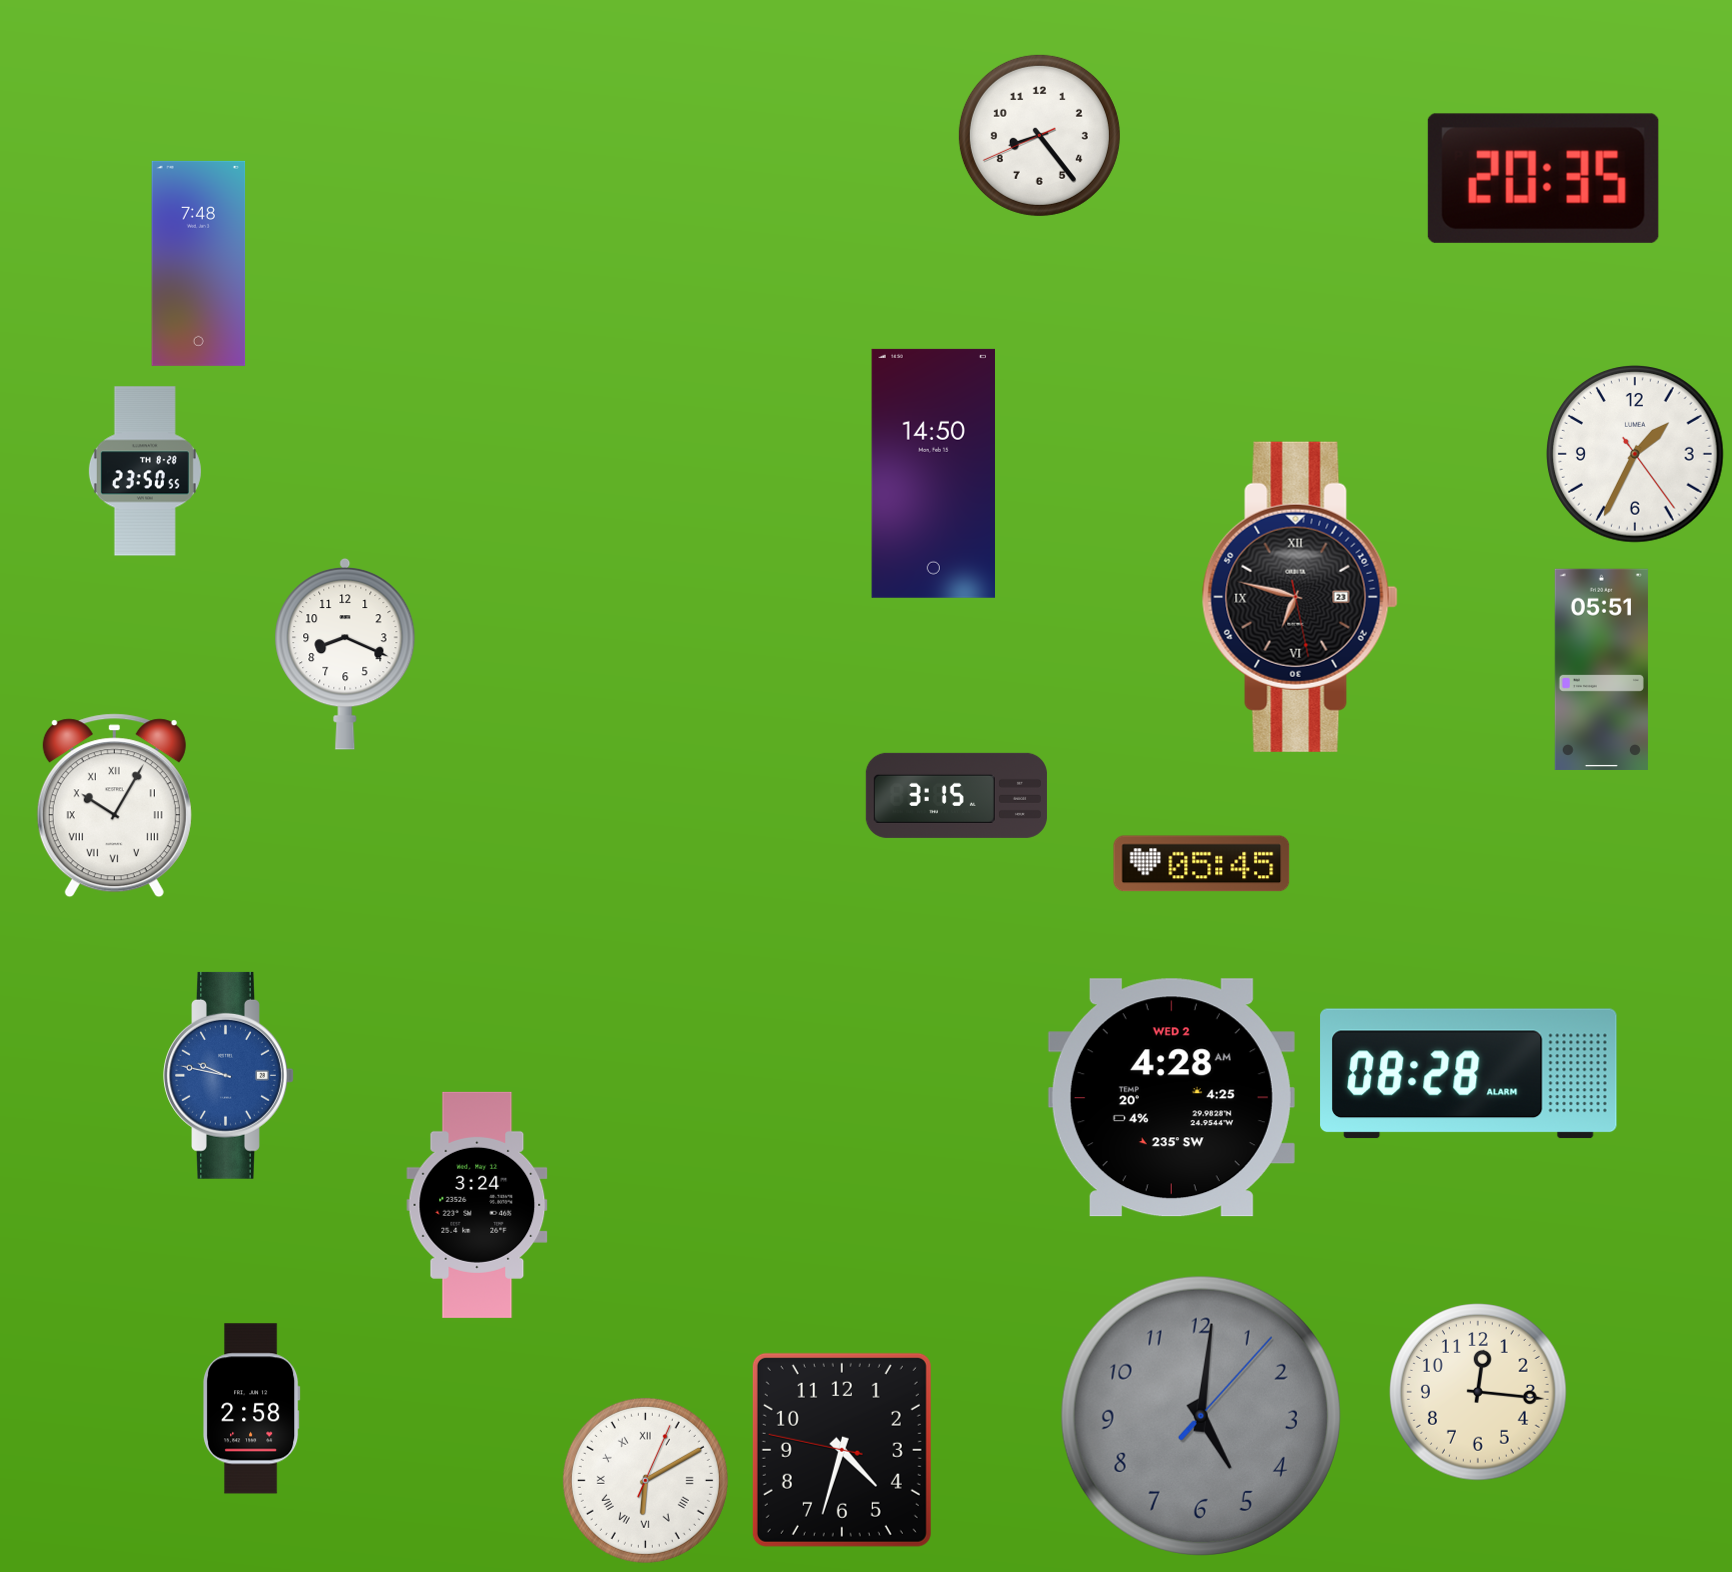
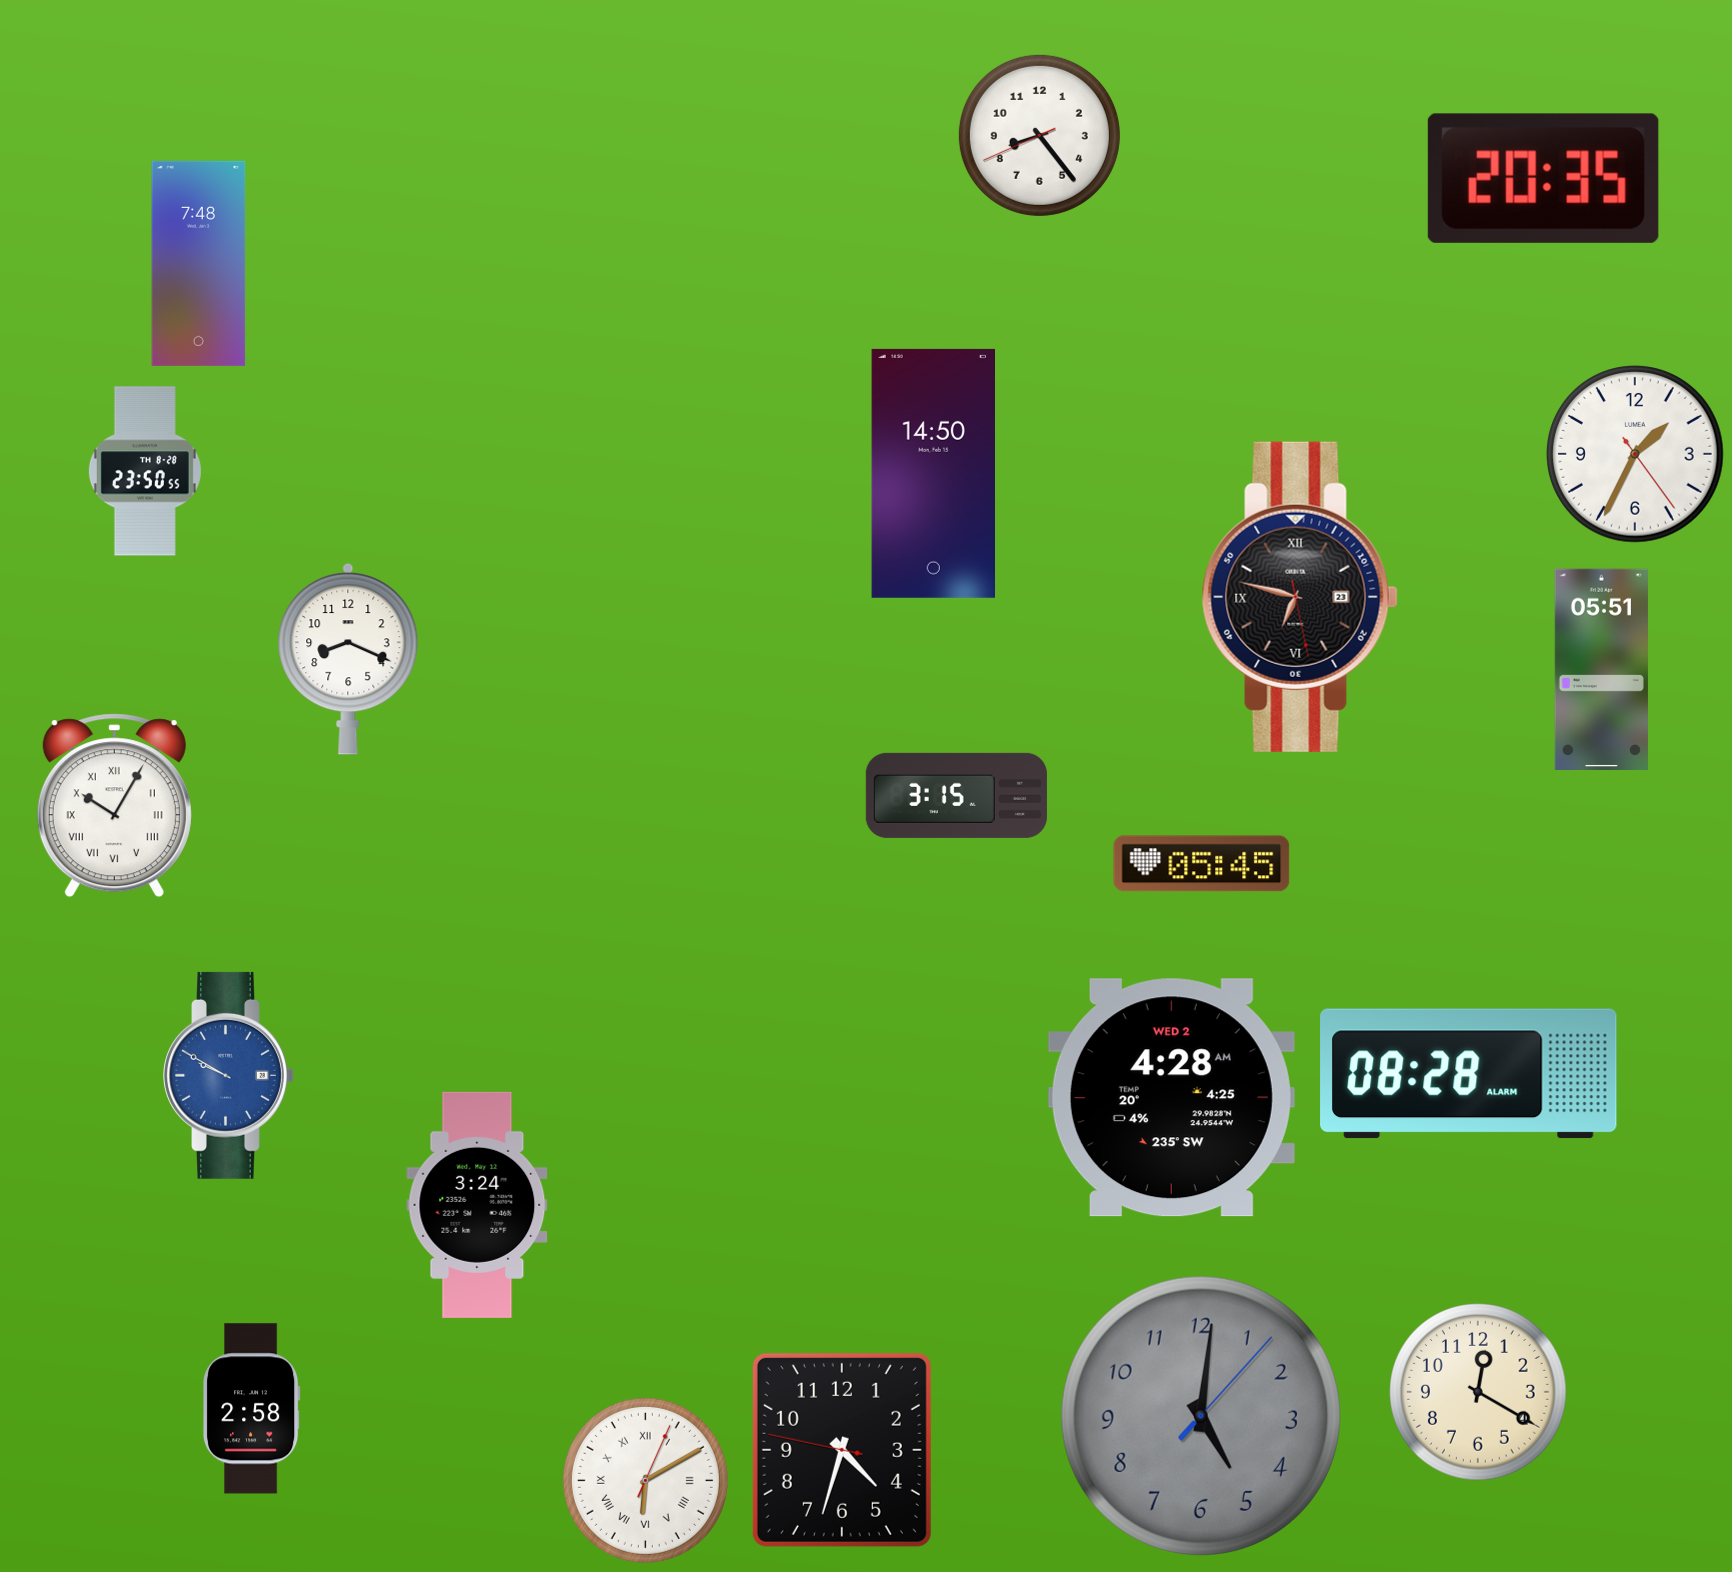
clock at (345, 654) position: (345, 654) -> (348, 659)
clock at (229, 1075): 9:47 -> 9:50
clock at (1478, 1392): 12:16 -> 12:20
